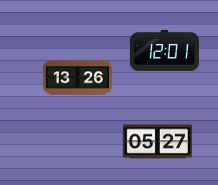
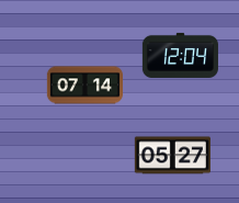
clock at (164, 50): 12:01 -> 12:04
clock at (77, 78): 13:26 -> 07:14
